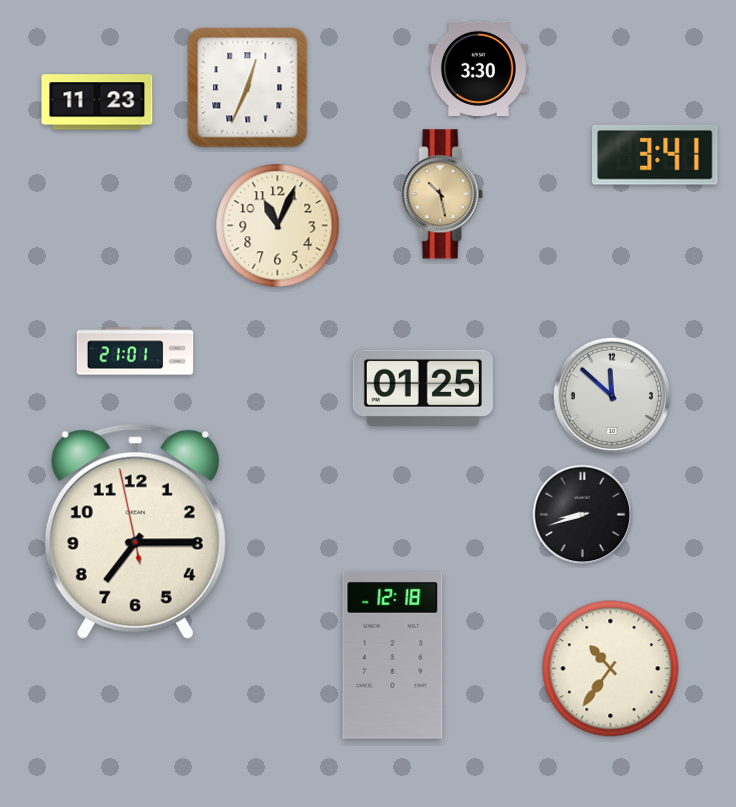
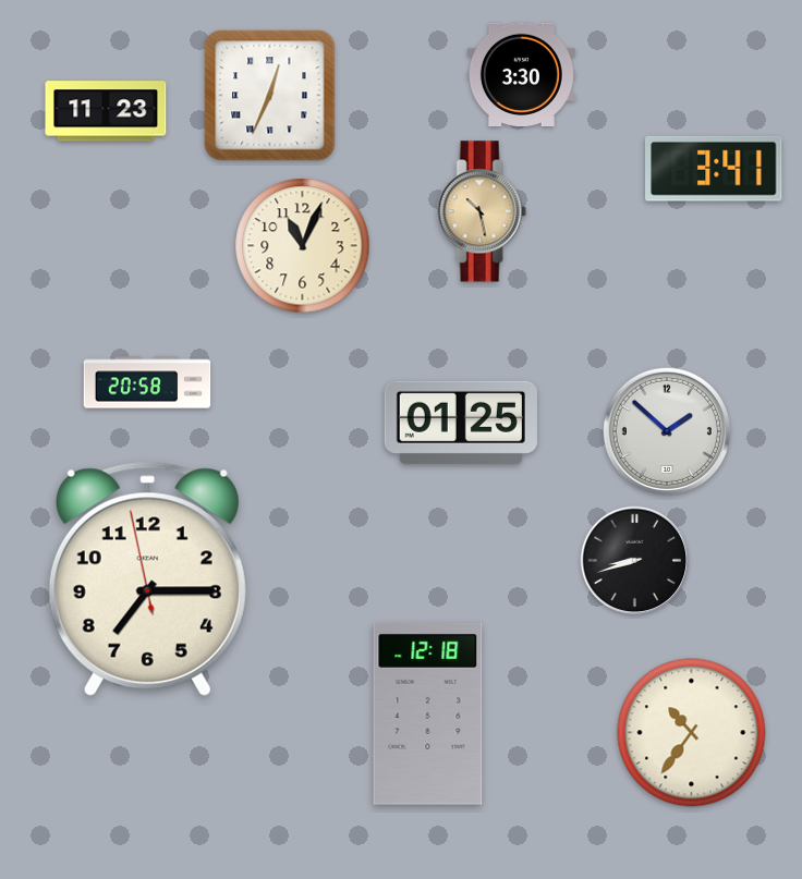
clock at (135, 351): 21:01 -> 20:58
clock at (612, 396): 11:52 -> 1:52
clock at (611, 669) position: (611, 669) -> (692, 733)
